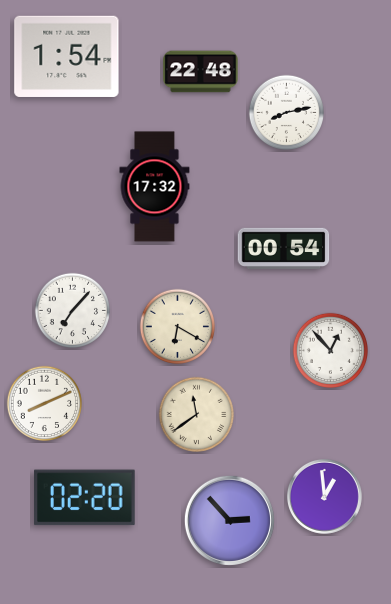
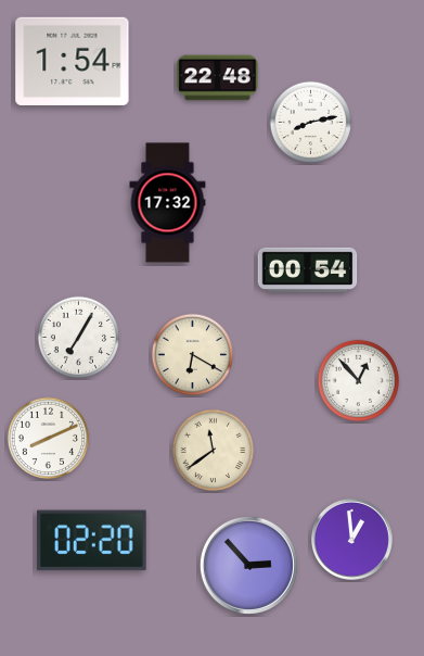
clock at (73, 311): 7:07 -> 7:05
